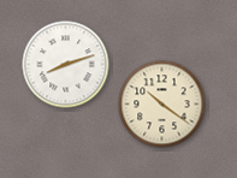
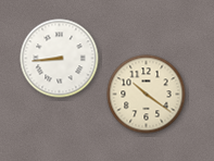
clock at (66, 65): 8:12 -> 8:44
